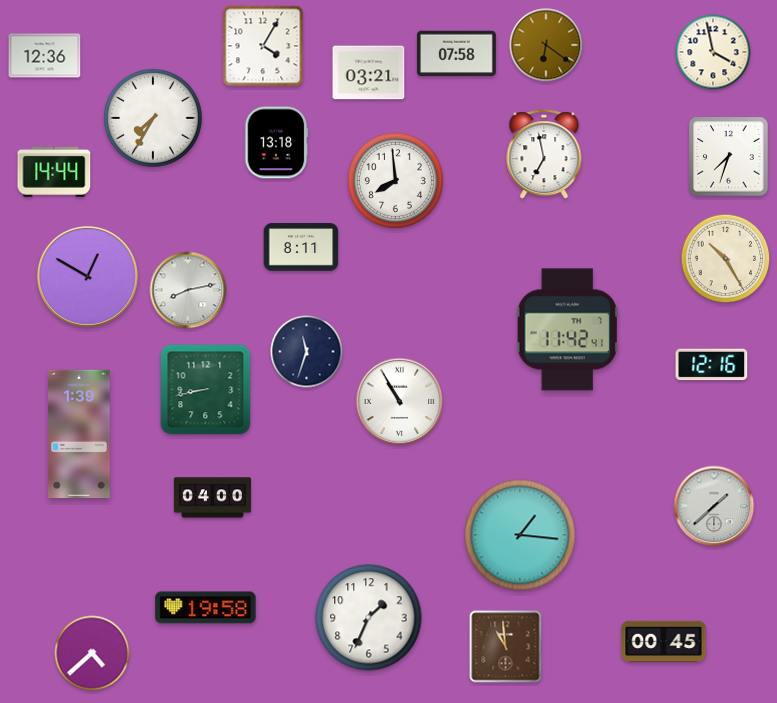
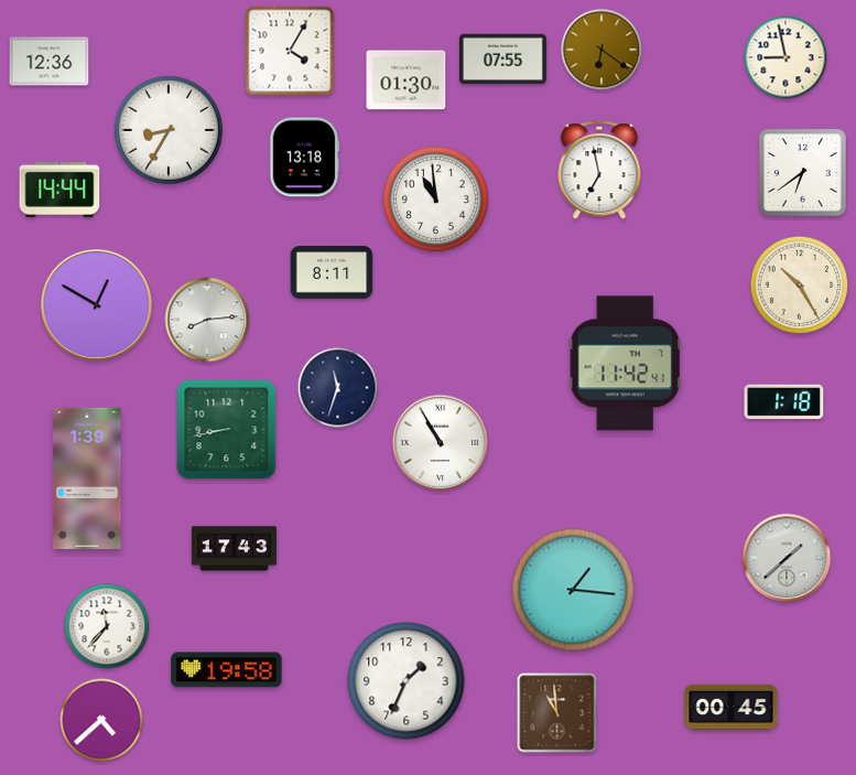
clock at (713, 52): 3:58 -> 8:58
clock at (456, 54): 07:58 -> 07:55
clock at (369, 73): 03:21 -> 01:30
clock at (153, 118): 7:35 -> 8:35
clock at (729, 157): 7:33 -> 6:39
clock at (395, 180): 7:59 -> 10:59
clock at (188, 290): 8:13 -> 8:14
clock at (712, 365): 12:16 -> 1:18
clock at (212, 498): 04:00 -> 17:43
clock at (107, 626): none -> 11:37
